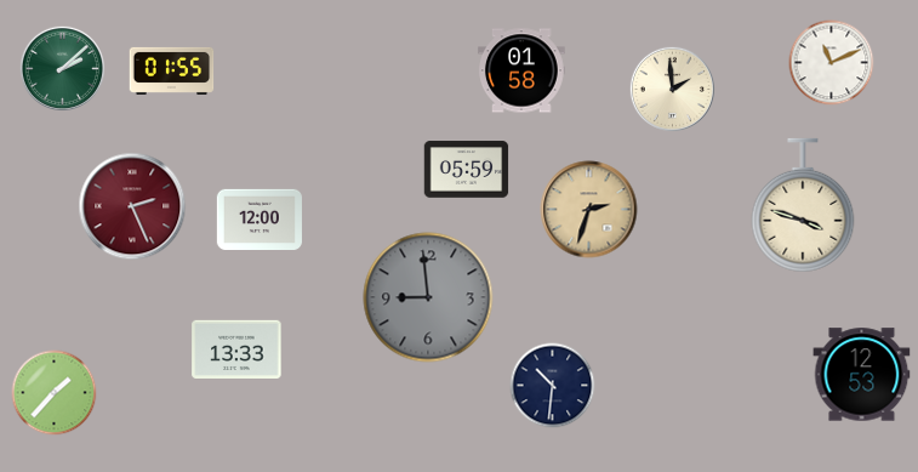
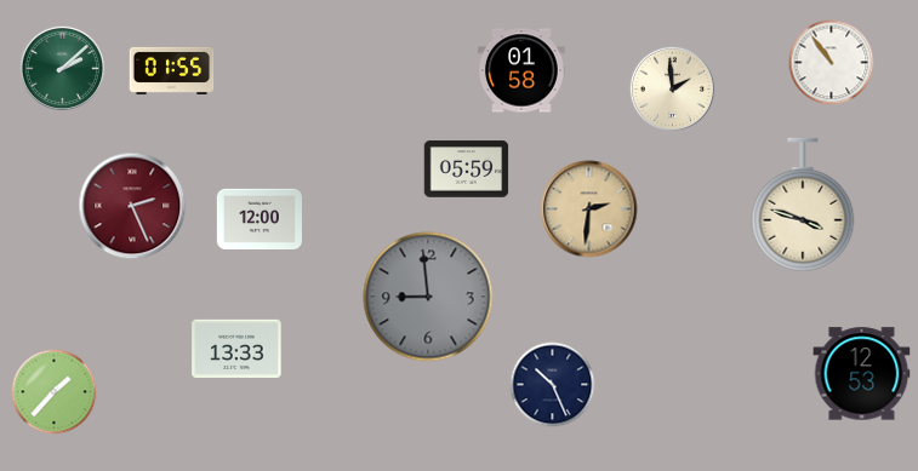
clock at (832, 63): 11:11 -> 10:54
clock at (589, 210): 2:33 -> 2:31
clock at (553, 386): 10:31 -> 10:26
